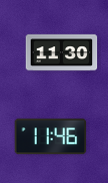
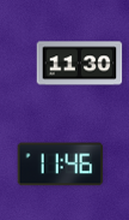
clock at (62, 53) position: (62, 53) -> (80, 64)
